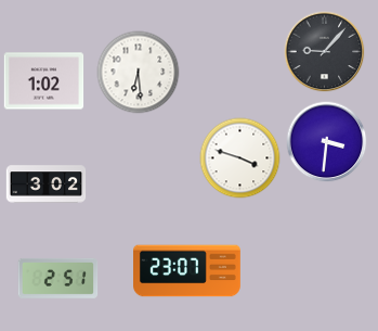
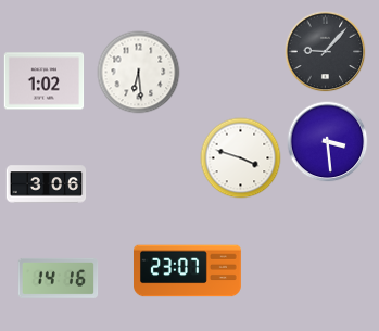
clock at (327, 142): 3:31 -> 3:29
clock at (47, 184): 3:02 -> 3:06
clock at (58, 278): 2:51 -> 14:16
